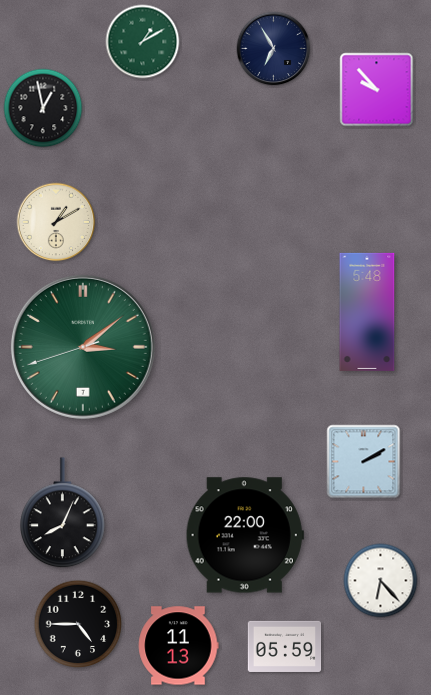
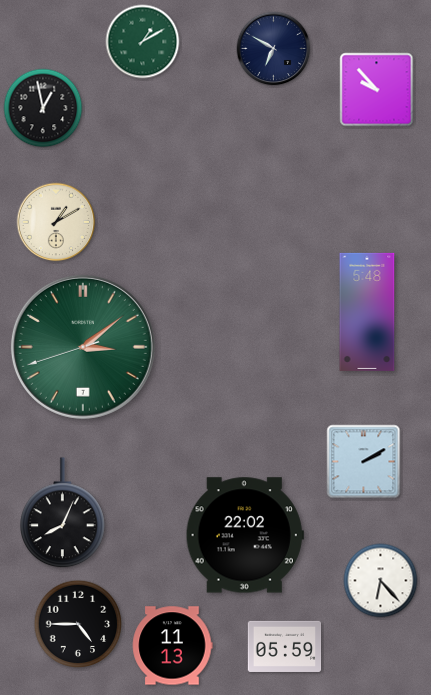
clock at (274, 49): 6:55 -> 6:50
clock at (245, 535): 22:00 -> 22:02
clock at (178, 646) position: (178, 646) -> (172, 646)
